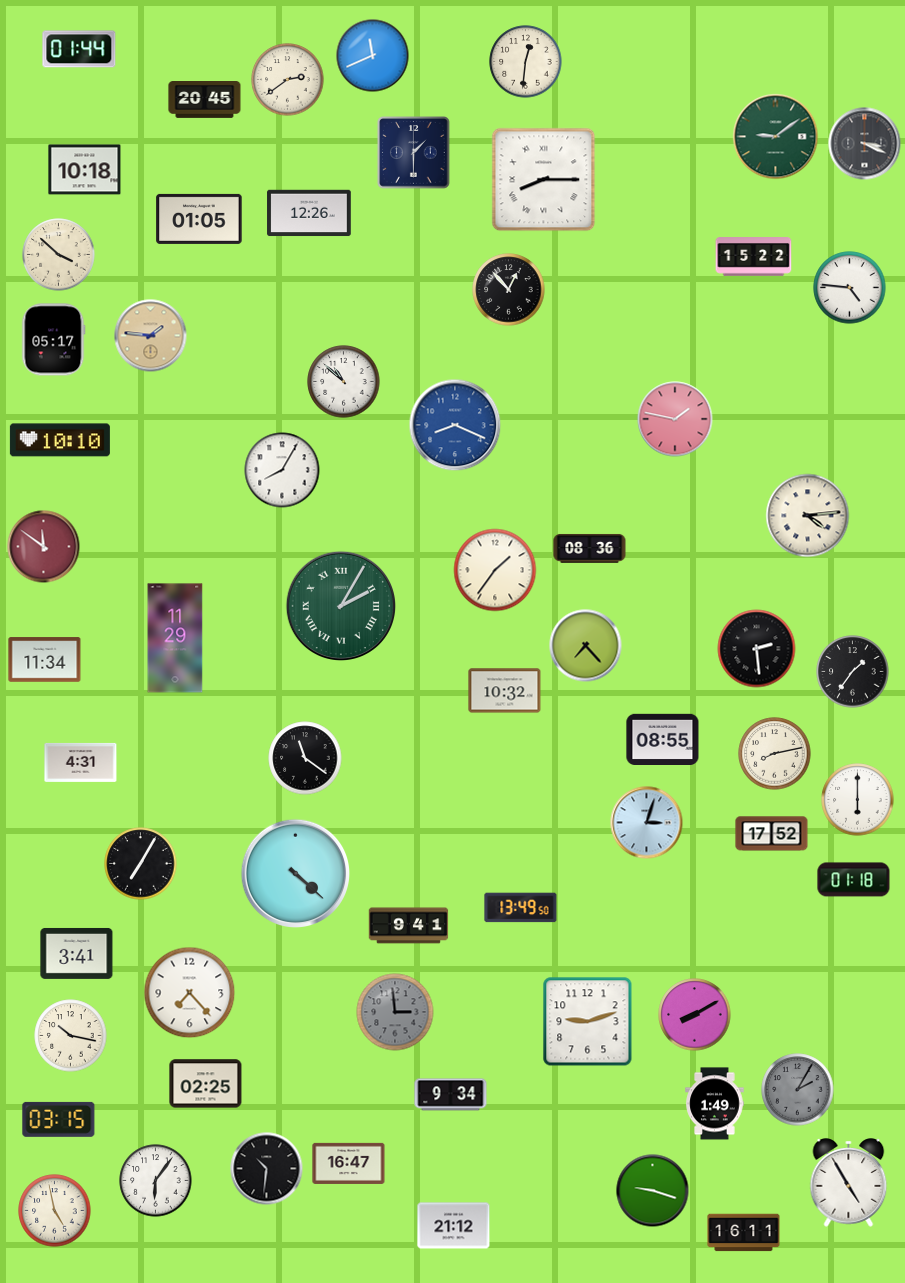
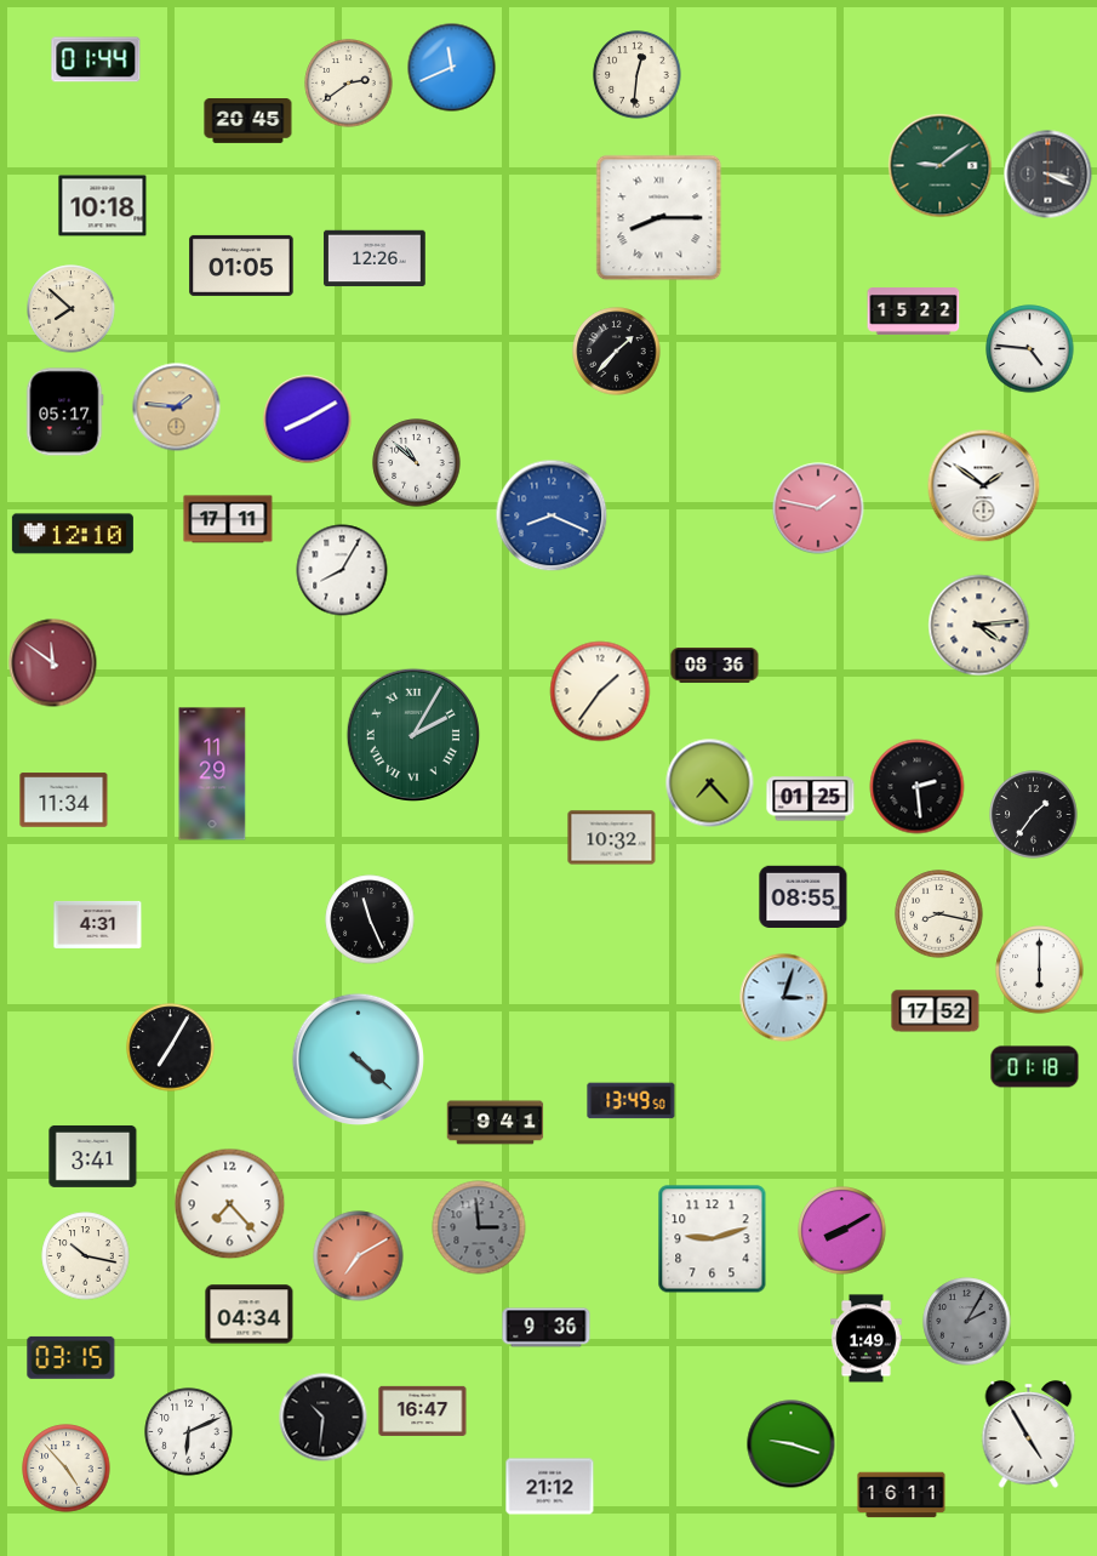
clock at (288, 80) position: (288, 80) -> (349, 84)
clock at (414, 153): 1:30 -> none
clock at (59, 255): 3:52 -> 7:52
clock at (509, 290): 12:53 -> 1:37
clock at (151, 336) position: (151, 336) -> (177, 407)
clock at (308, 420): none -> 8:10
clock at (984, 486): none -> 1:51
clock at (228, 519): none -> 17:11
clock at (60, 440): 10:10 -> 12:10
clock at (811, 799): none -> 01:25
clock at (45, 660) position: (45, 660) -> (64, 800)
clock at (775, 754): 8:13 -> 8:17
clock at (305, 758): 11:21 -> 11:26
clock at (359, 1256): none -> 7:10
clock at (206, 1084): 02:25 -> 04:34
clock at (451, 1095): 9:34 -> 9:36
clock at (156, 1181): 6:06 -> 6:11
clock at (55, 1211): 4:58 -> 4:53
